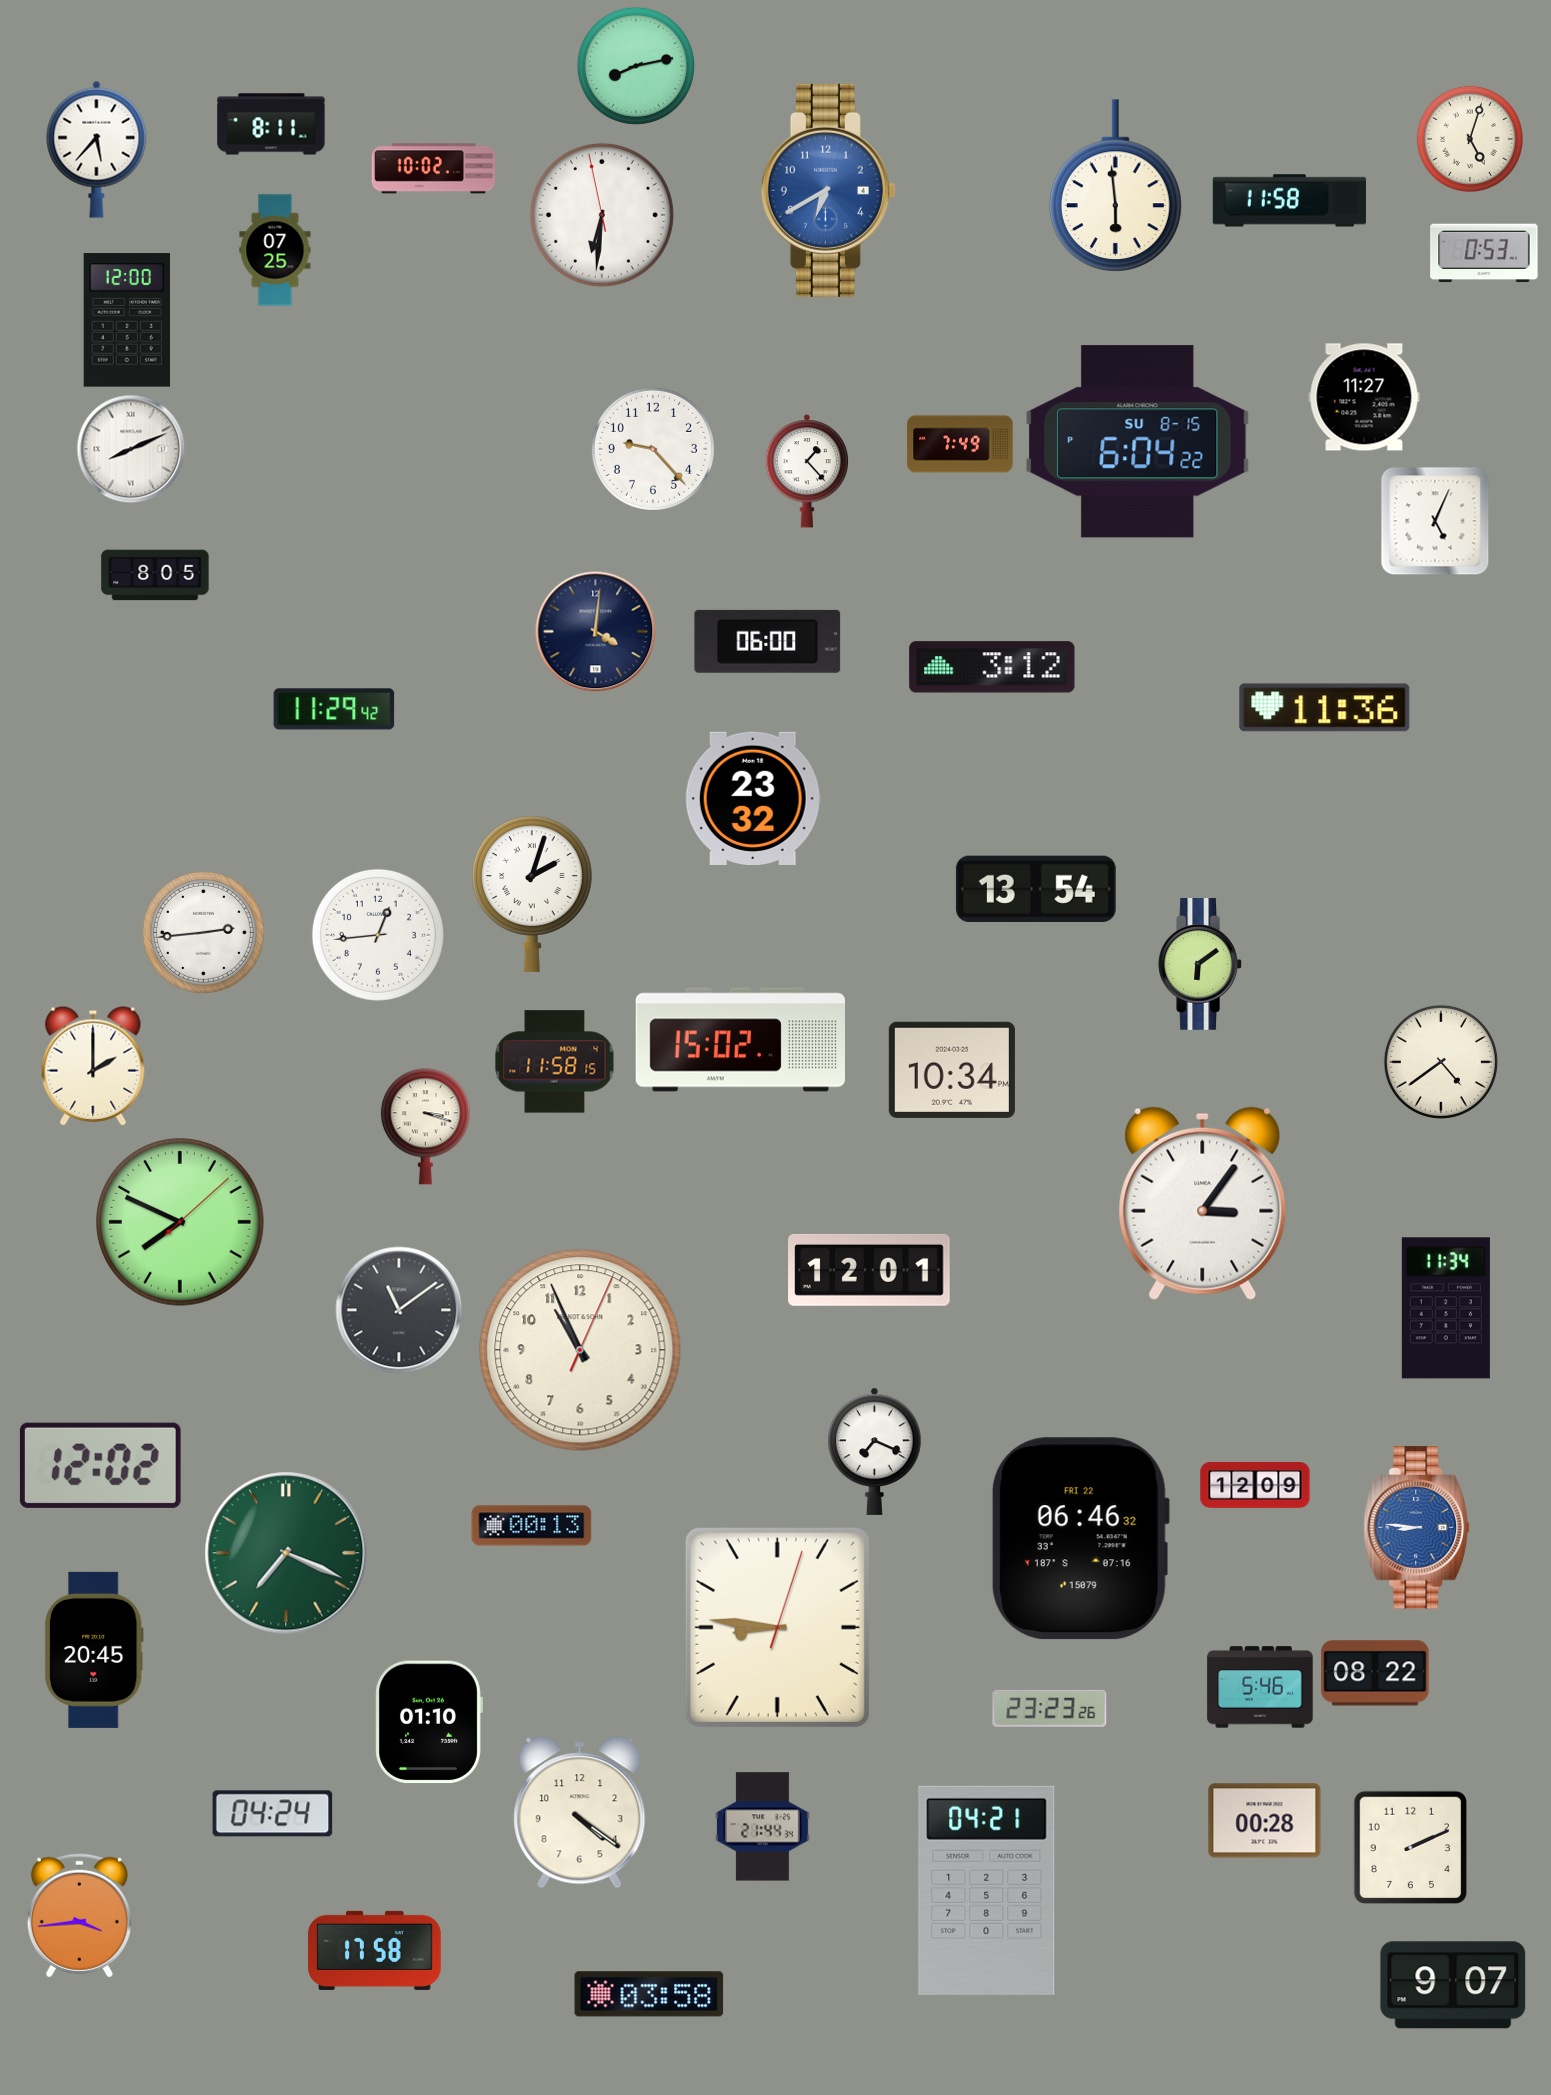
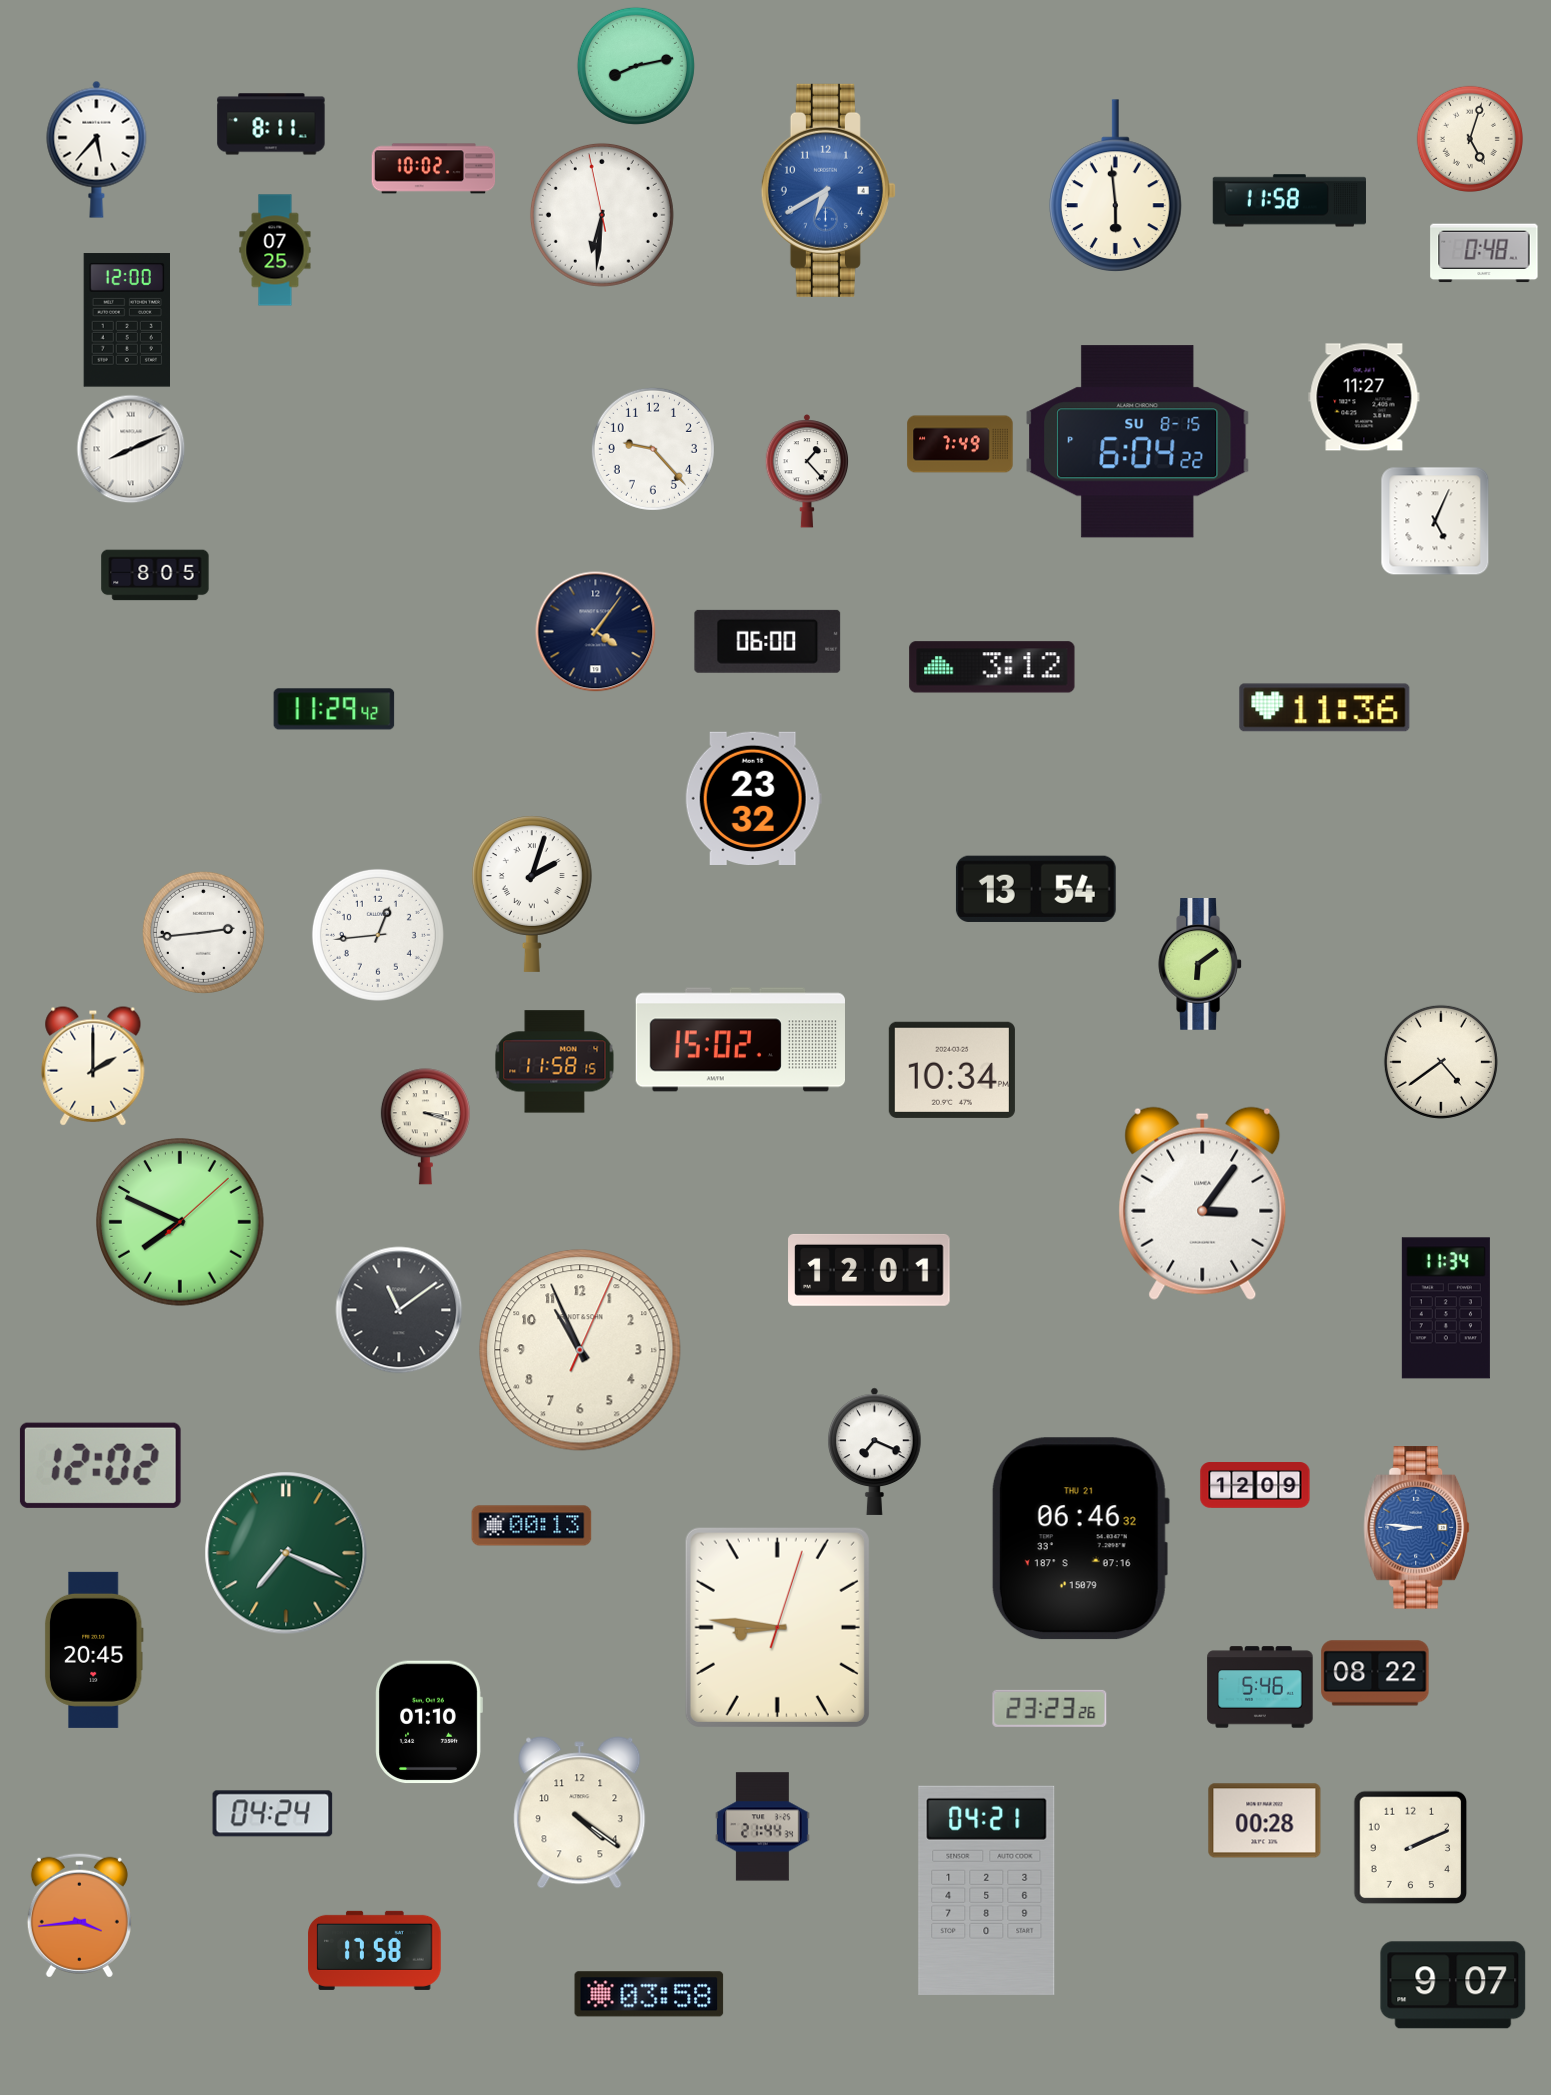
clock at (1484, 253): 0:53 -> 0:48
clock at (596, 632): 4:01 -> 4:06
clock at (1080, 1539) date: FRI 22 -> THU 21
